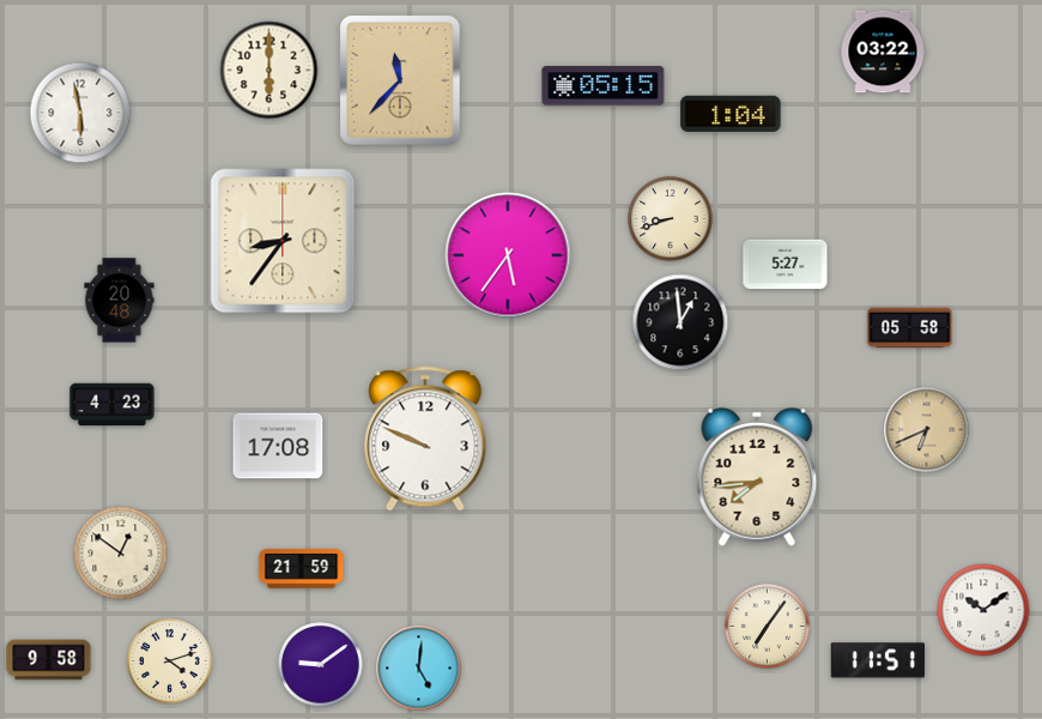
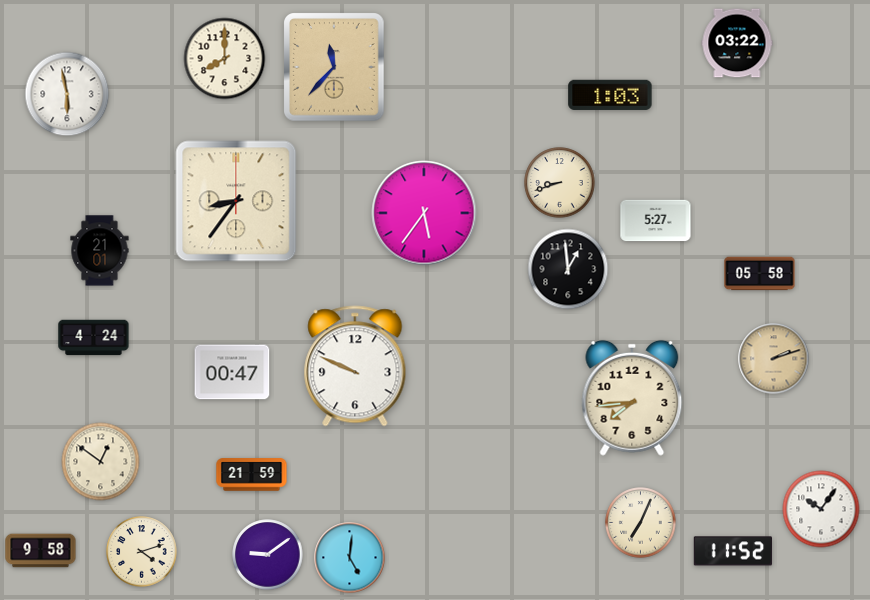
clock at (269, 71): 6:00 -> 8:00
clock at (604, 86): 05:15 -> none
clock at (731, 113): 1:04 -> 1:03
clock at (120, 301): 20:48 -> 21:01
clock at (113, 405): 4:23 -> 4:24
clock at (927, 430): 6:41 -> 2:12
clock at (278, 446): 17:08 -> 00:47
clock at (983, 610): 10:09 -> 10:06
clock at (768, 627): 7:06 -> 7:04
clock at (878, 660): 11:51 -> 11:52
